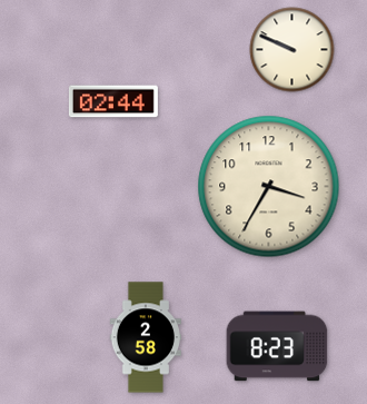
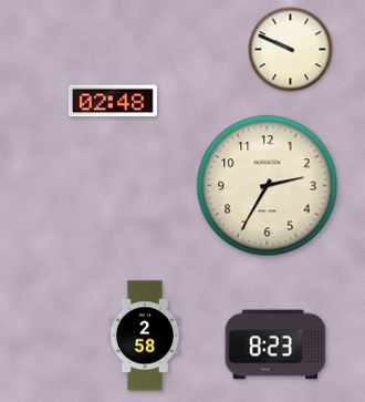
clock at (113, 101): 02:44 -> 02:48
clock at (269, 187): 3:35 -> 2:35
